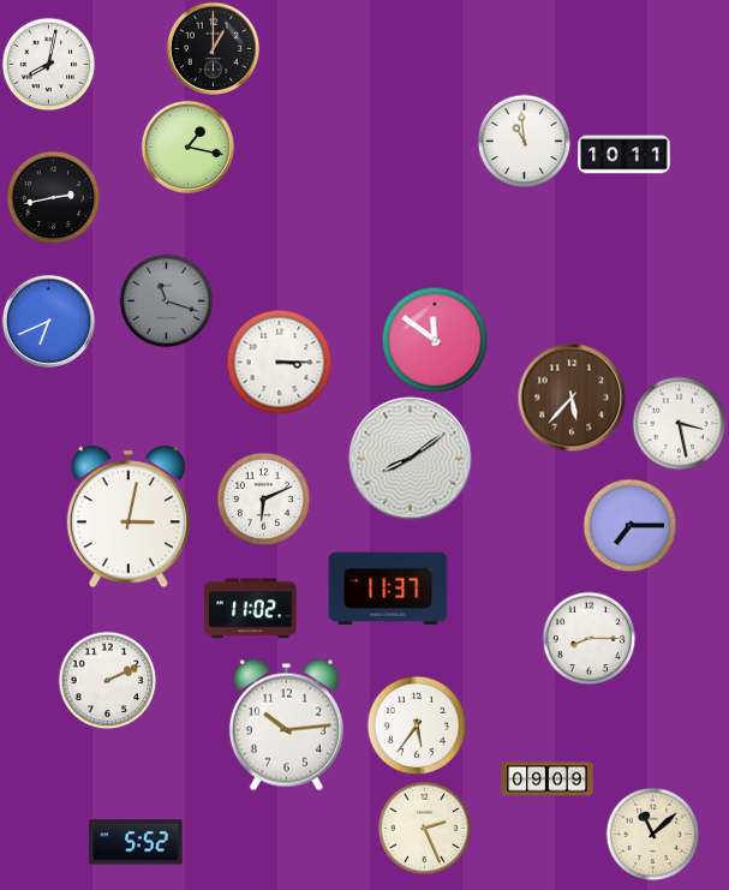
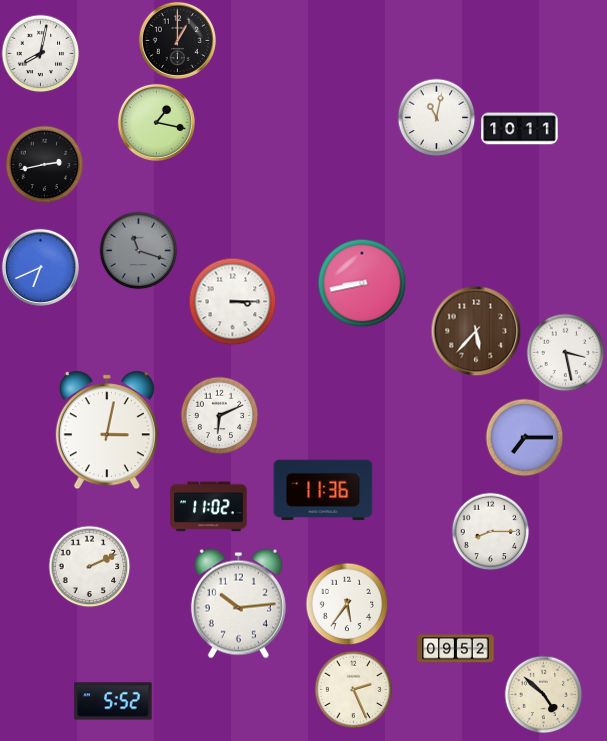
clock at (524, 141): 10:59 -> 11:02
clock at (435, 340): 11:51 -> 8:43
clock at (411, 459): 8:09 -> none
clock at (388, 589): 11:37 -> 11:36
clock at (548, 780): 09:09 -> 09:52
clock at (652, 834): 11:08 -> 4:52
